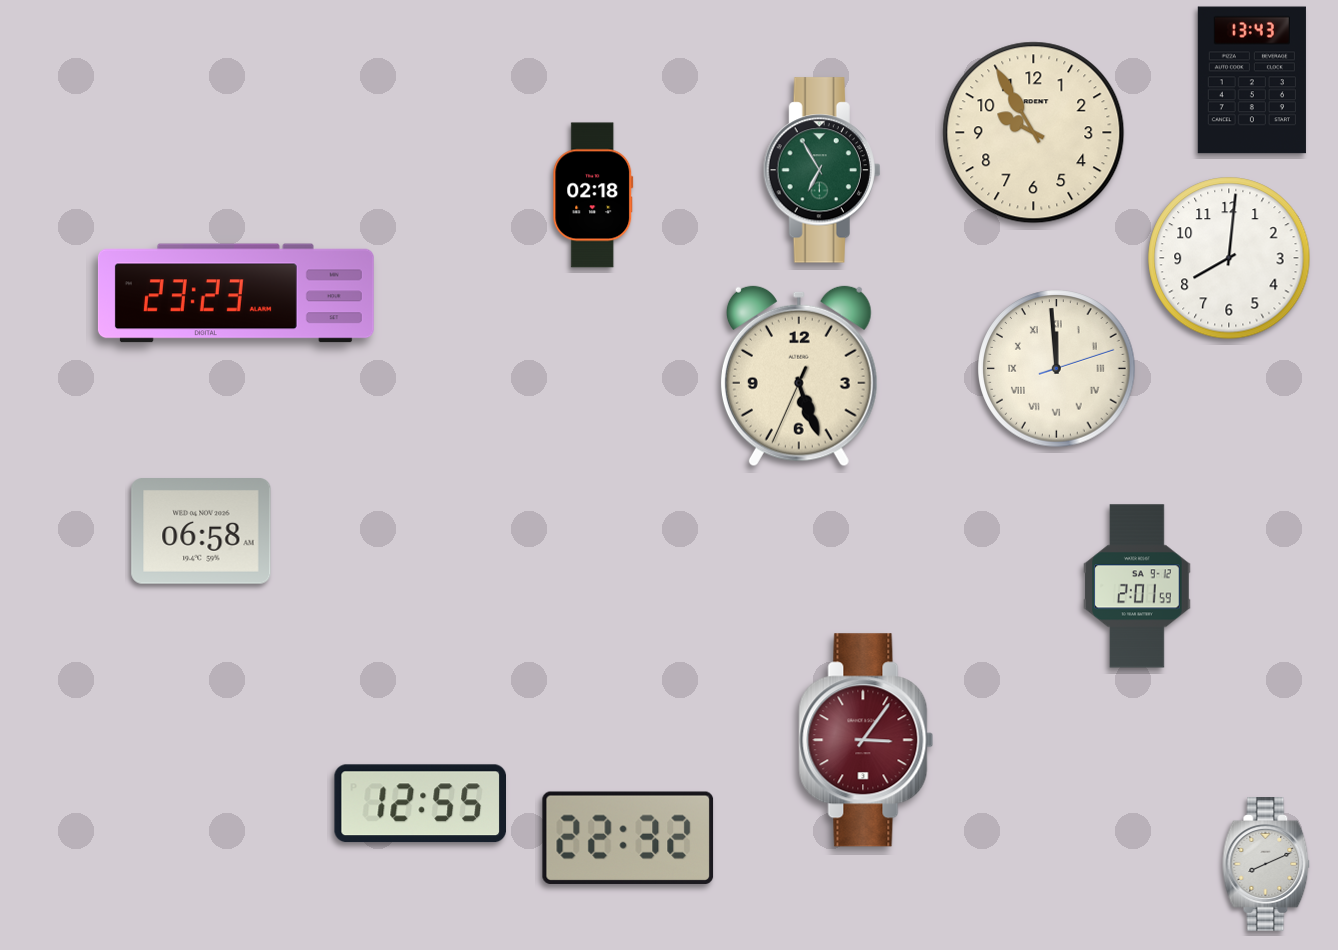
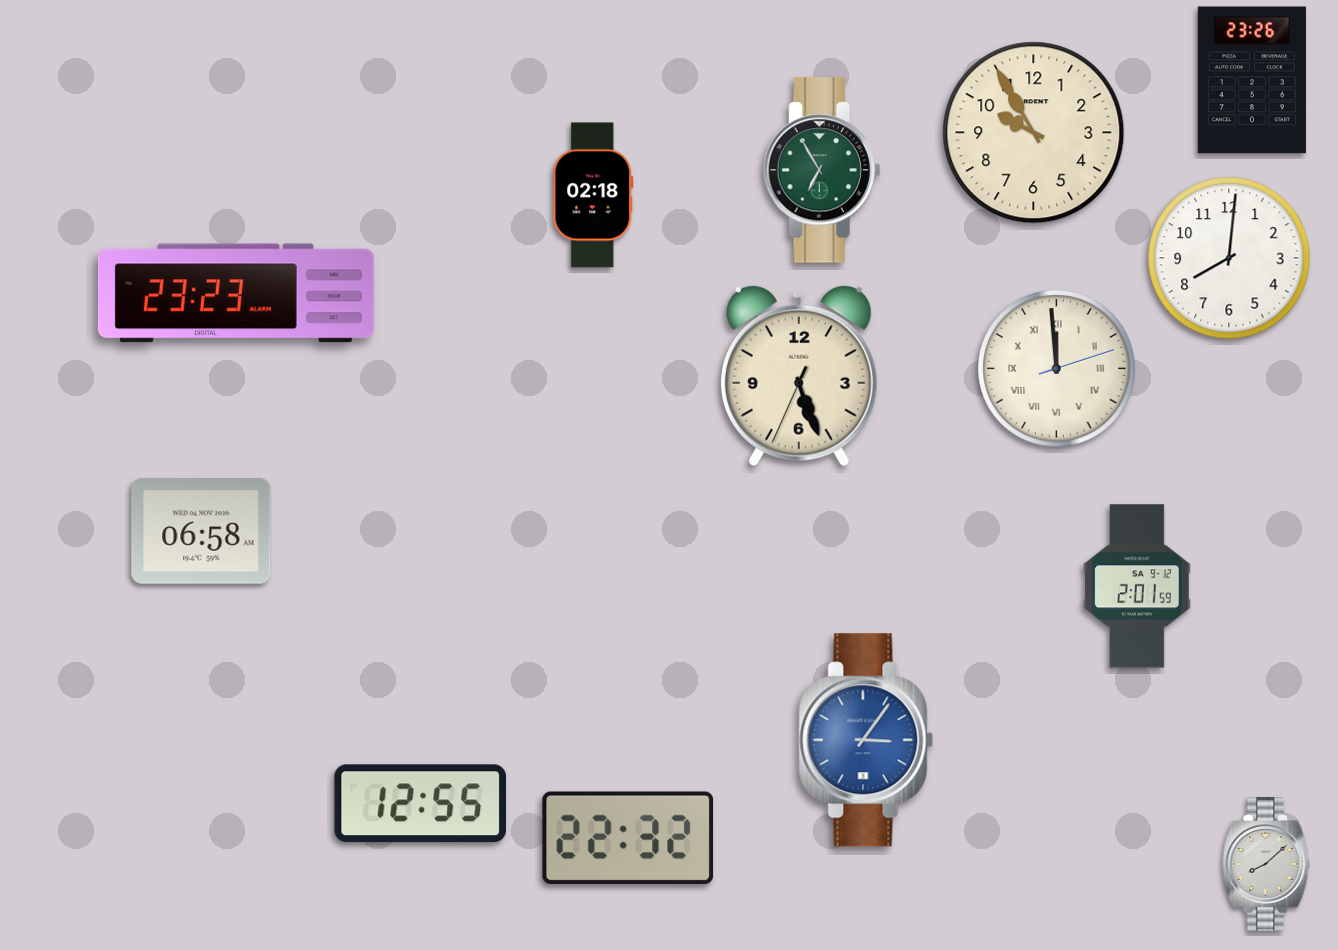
clock at (1252, 80): 13:43 -> 23:26
clock at (866, 740) dial: burgundy -> blue
clock at (1266, 865): 8:11 -> 8:08
